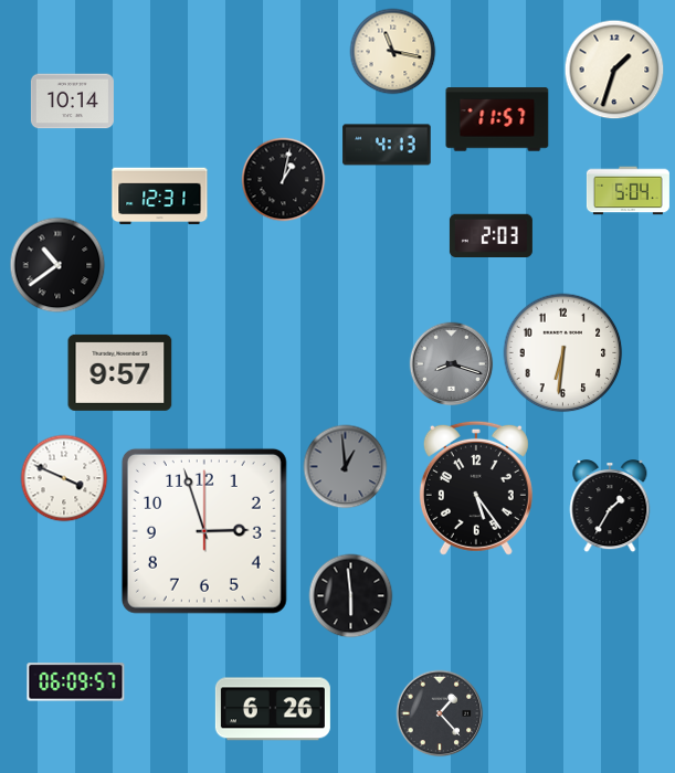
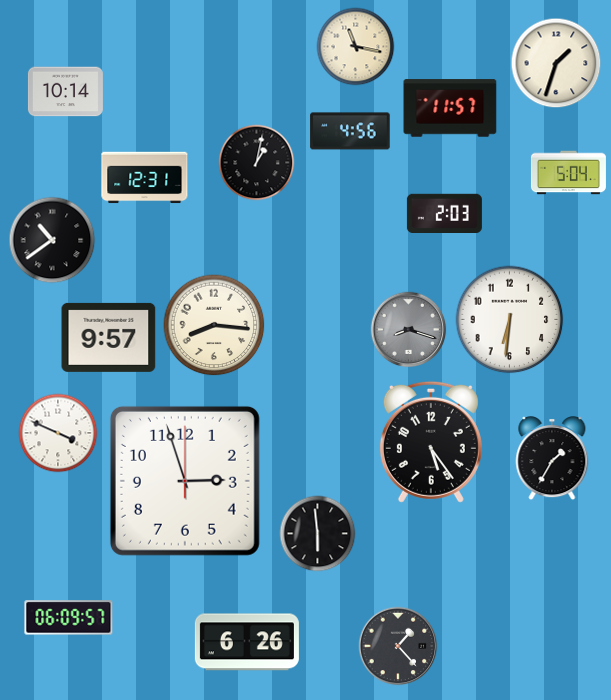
clock at (387, 145): 4:13 -> 4:56
clock at (214, 325): none -> 8:16
clock at (346, 467): 12:59 -> none
clock at (351, 596) position: (351, 596) -> (318, 534)
